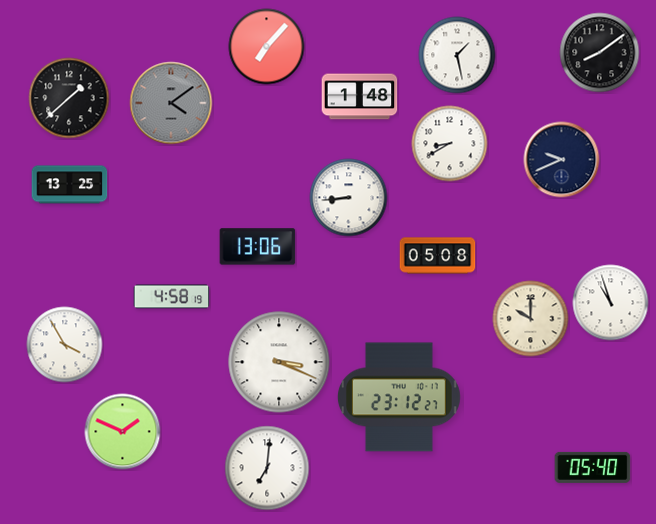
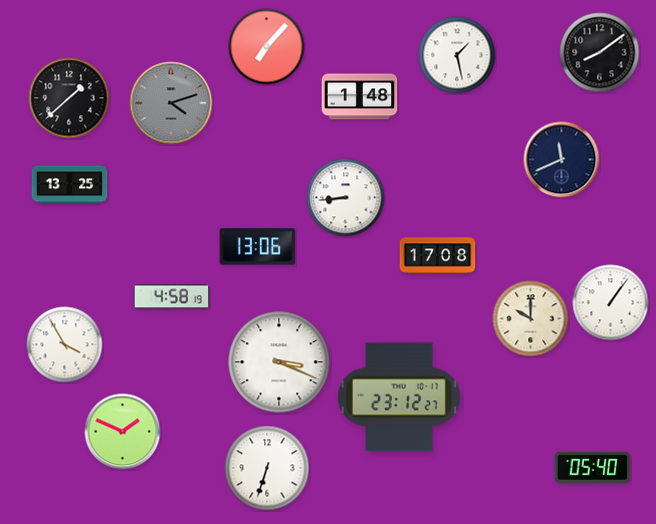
clock at (171, 103): 4:09 -> 4:12
clock at (450, 144): 8:40 -> none
clock at (562, 160): 9:41 -> 11:41
clock at (349, 198) position: (349, 198) -> (346, 198)
clock at (438, 256): 05:08 -> 17:08
clock at (611, 303): 10:57 -> 1:06
clock at (267, 468): 7:01 -> 6:33
